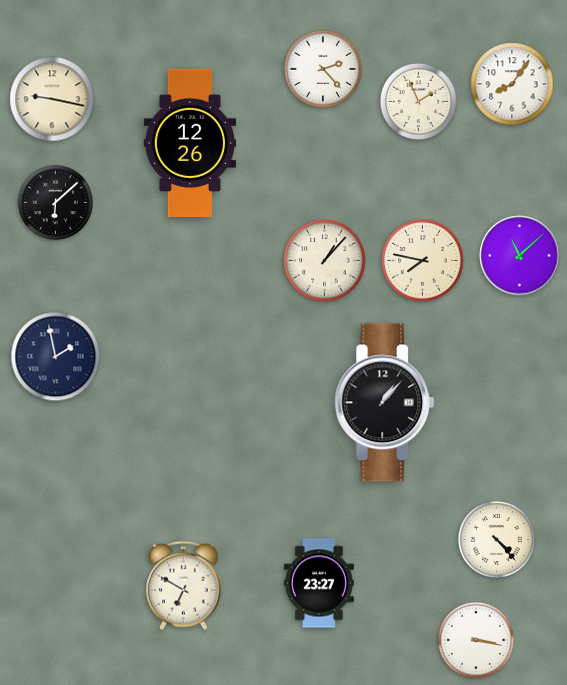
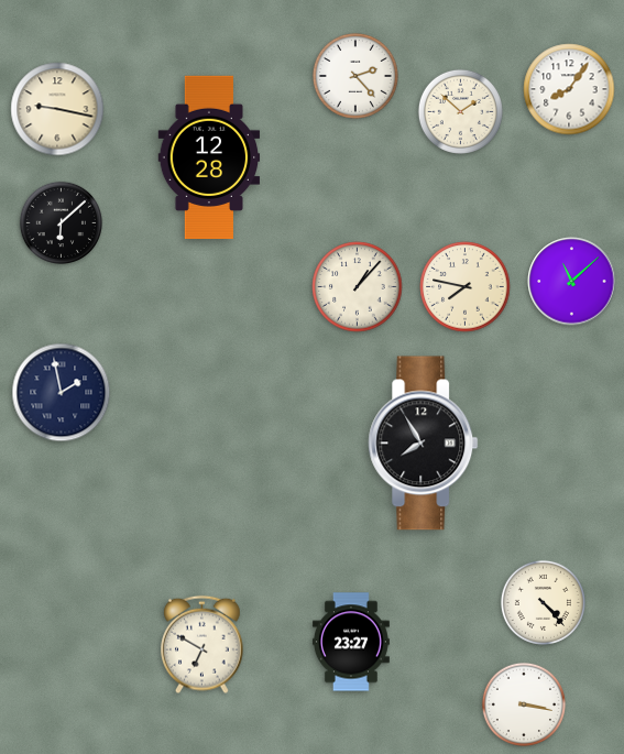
clock at (512, 84) position: (512, 84) -> (569, 89)
clock at (418, 101): 1:56 -> 1:52
clock at (190, 143): 12:26 -> 12:28
clock at (385, 403): 1:07 -> 7:55
clock at (496, 539) position: (496, 539) -> (543, 602)
